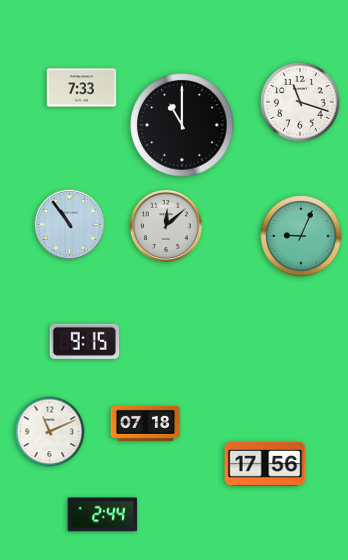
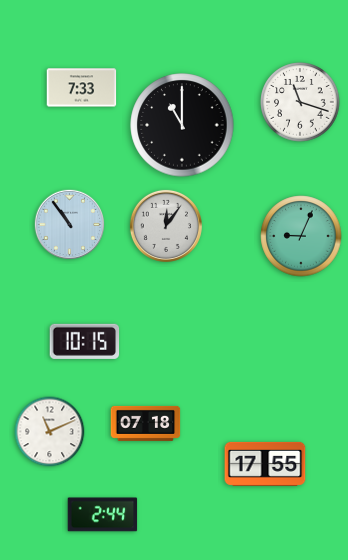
clock at (166, 226): 12:08 -> 12:06
clock at (85, 341): 9:15 -> 10:15
clock at (265, 464): 17:56 -> 17:55
